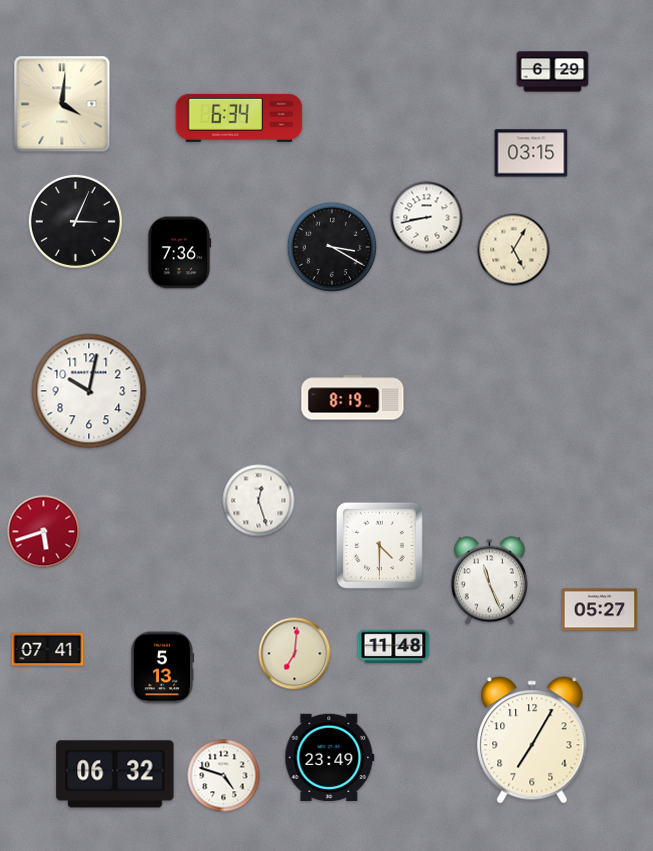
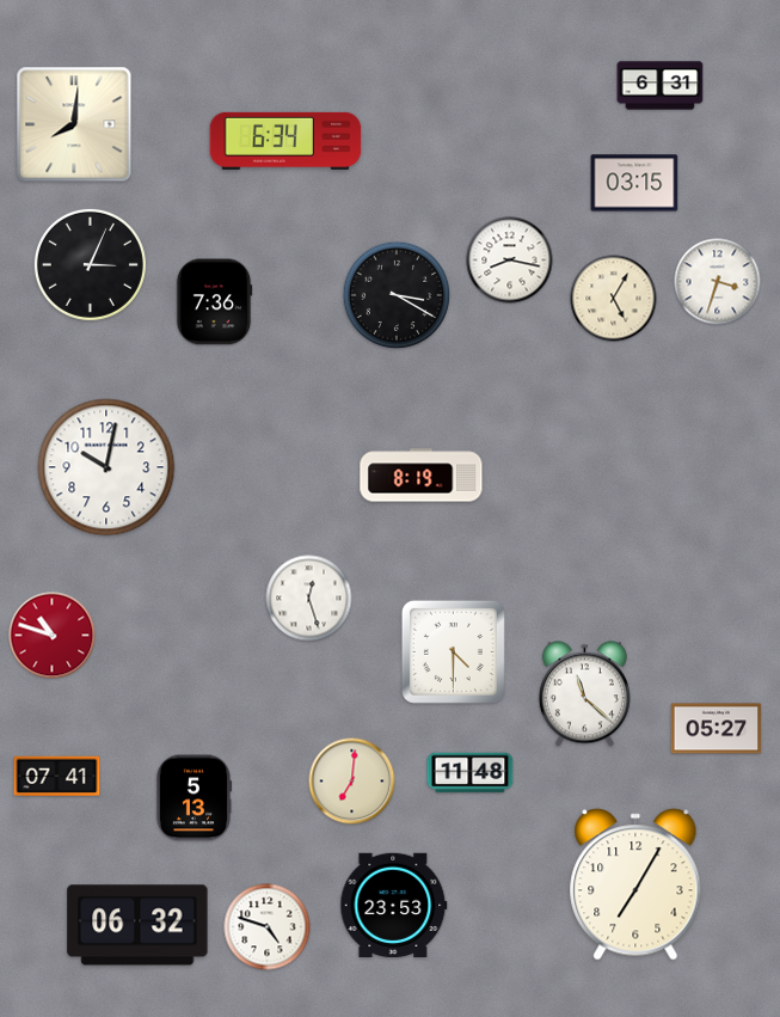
clock at (553, 72): 6:29 -> 6:31
clock at (62, 104): 4:01 -> 8:01
clock at (427, 218): 8:43 -> 8:17
clock at (718, 282): none -> 3:33
clock at (44, 532): 5:42 -> 10:48
clock at (489, 581): 11:26 -> 11:22
clock at (330, 757): 23:49 -> 23:53
